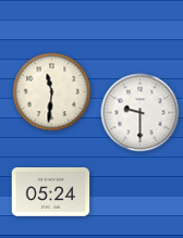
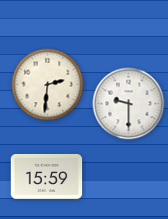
clock at (52, 92): 11:31 -> 2:31
clock at (51, 191): 05:24 -> 15:59
